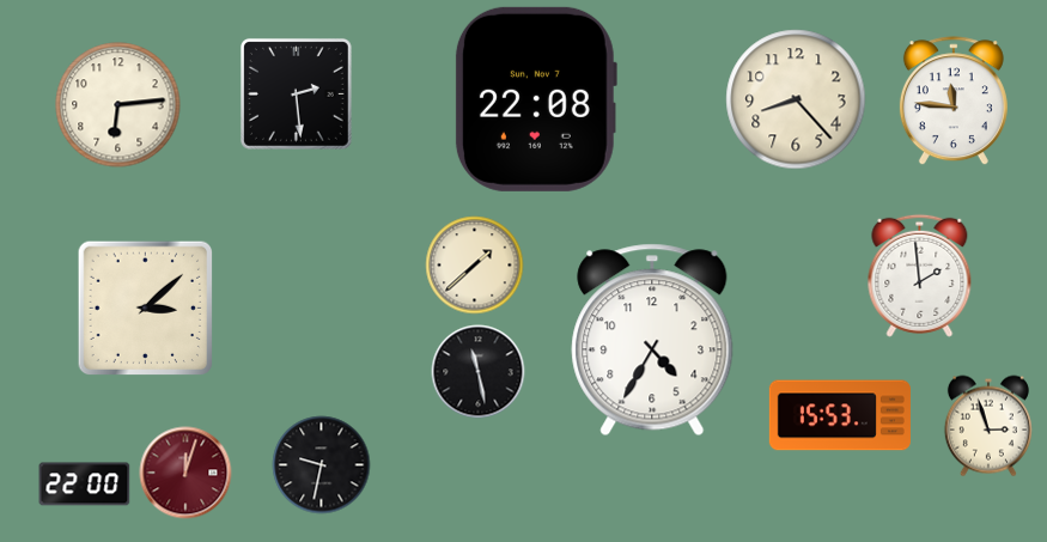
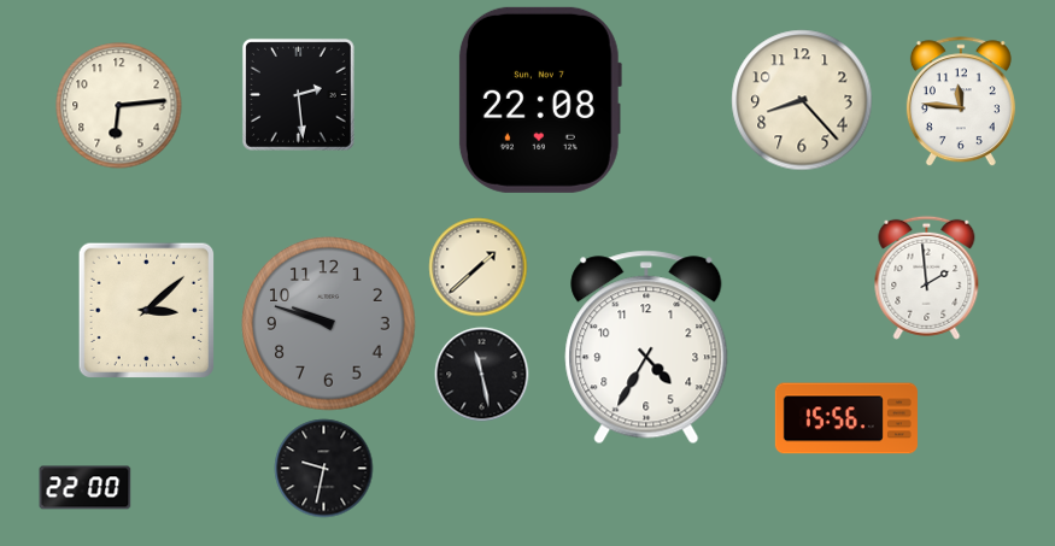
clock at (329, 324): none -> 9:48
clock at (652, 340) position: (652, 340) -> (646, 347)
clock at (840, 415): 15:53 -> 15:56
clock at (988, 426): 2:57 -> none
clock at (185, 473): 12:03 -> none
